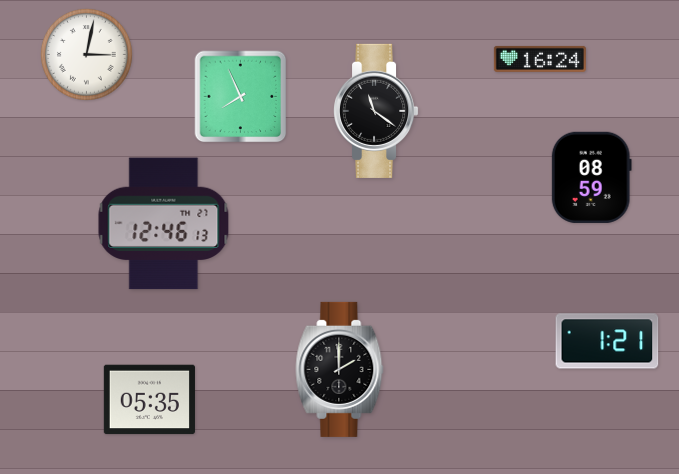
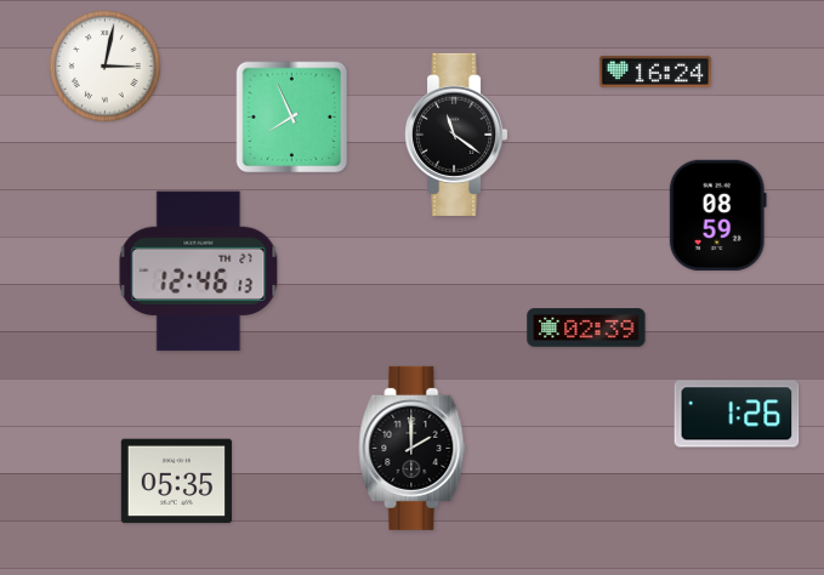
clock at (586, 328): none -> 02:39
clock at (607, 341): 1:21 -> 1:26
clock at (149, 400) position: (149, 400) -> (176, 482)
